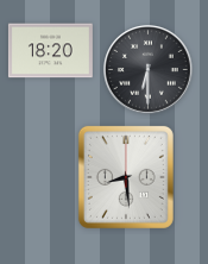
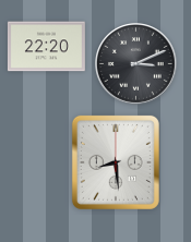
clock at (50, 51): 18:20 -> 22:20
clock at (149, 70): 6:30 -> 3:11
